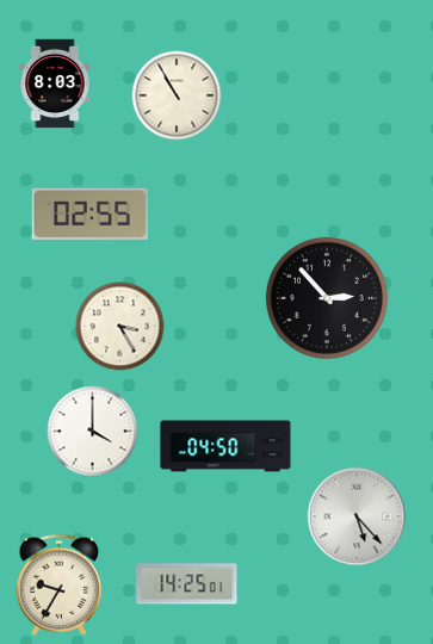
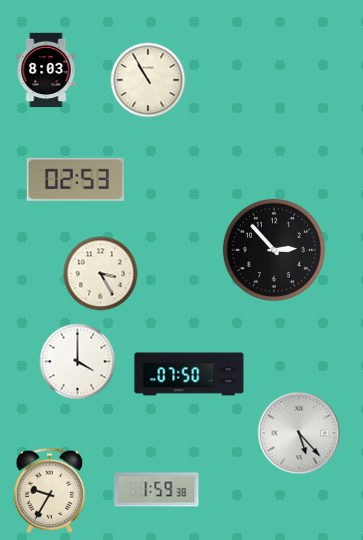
clock at (89, 213): 02:55 -> 02:53
clock at (225, 446): 04:50 -> 07:50
clock at (187, 584): 14:25 -> 1:59
